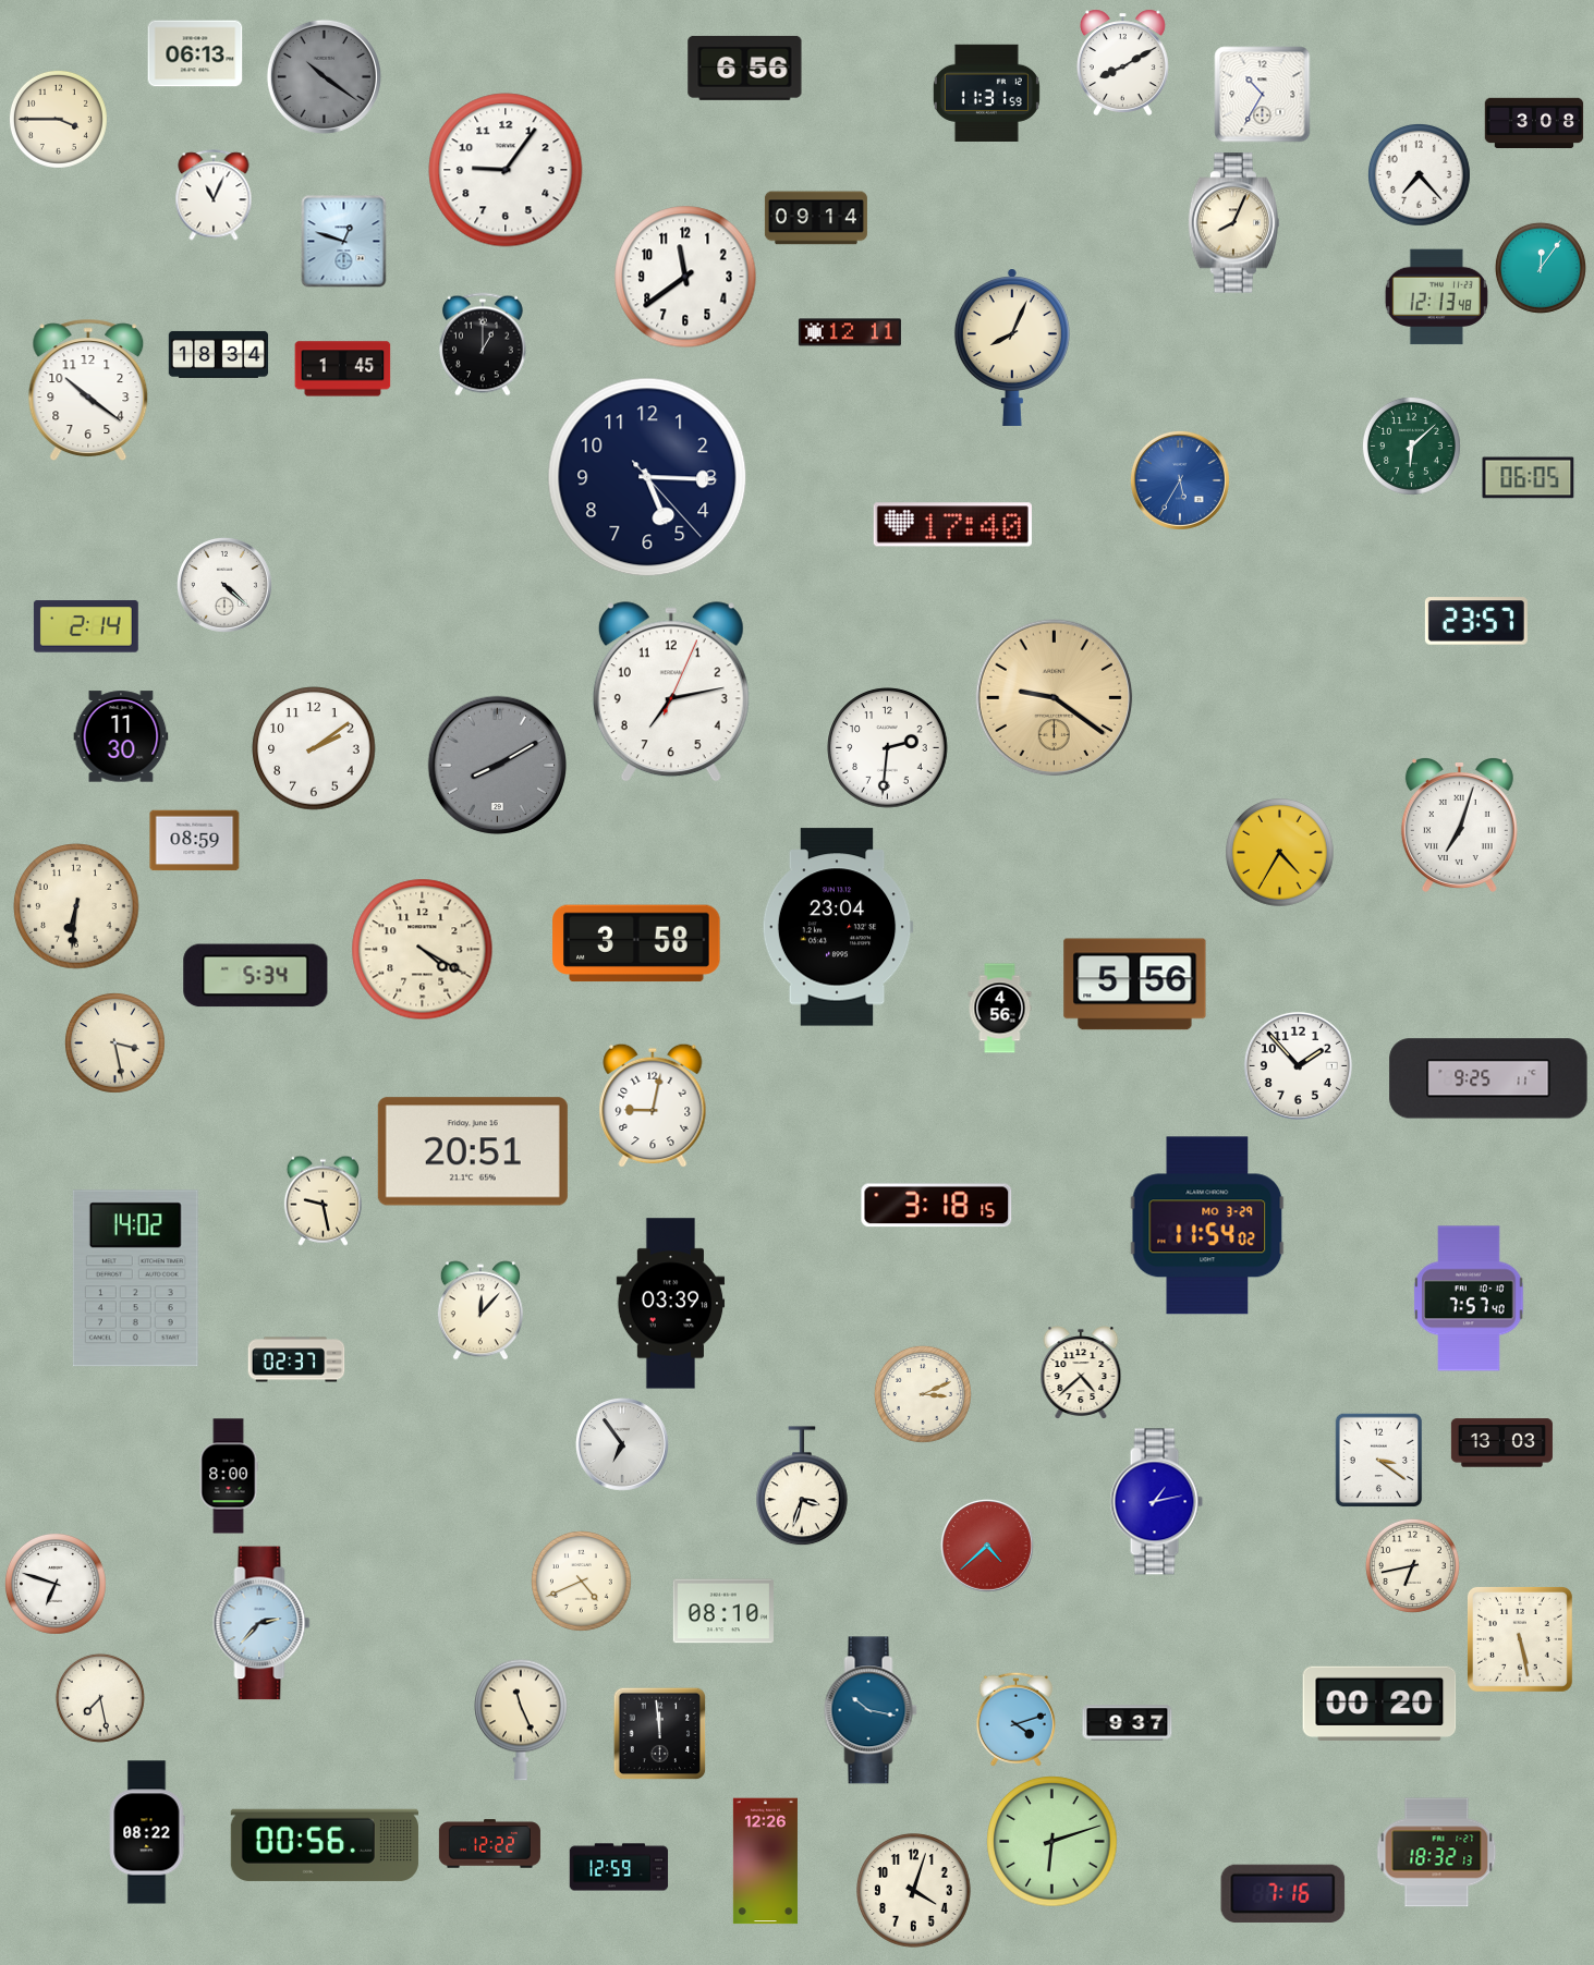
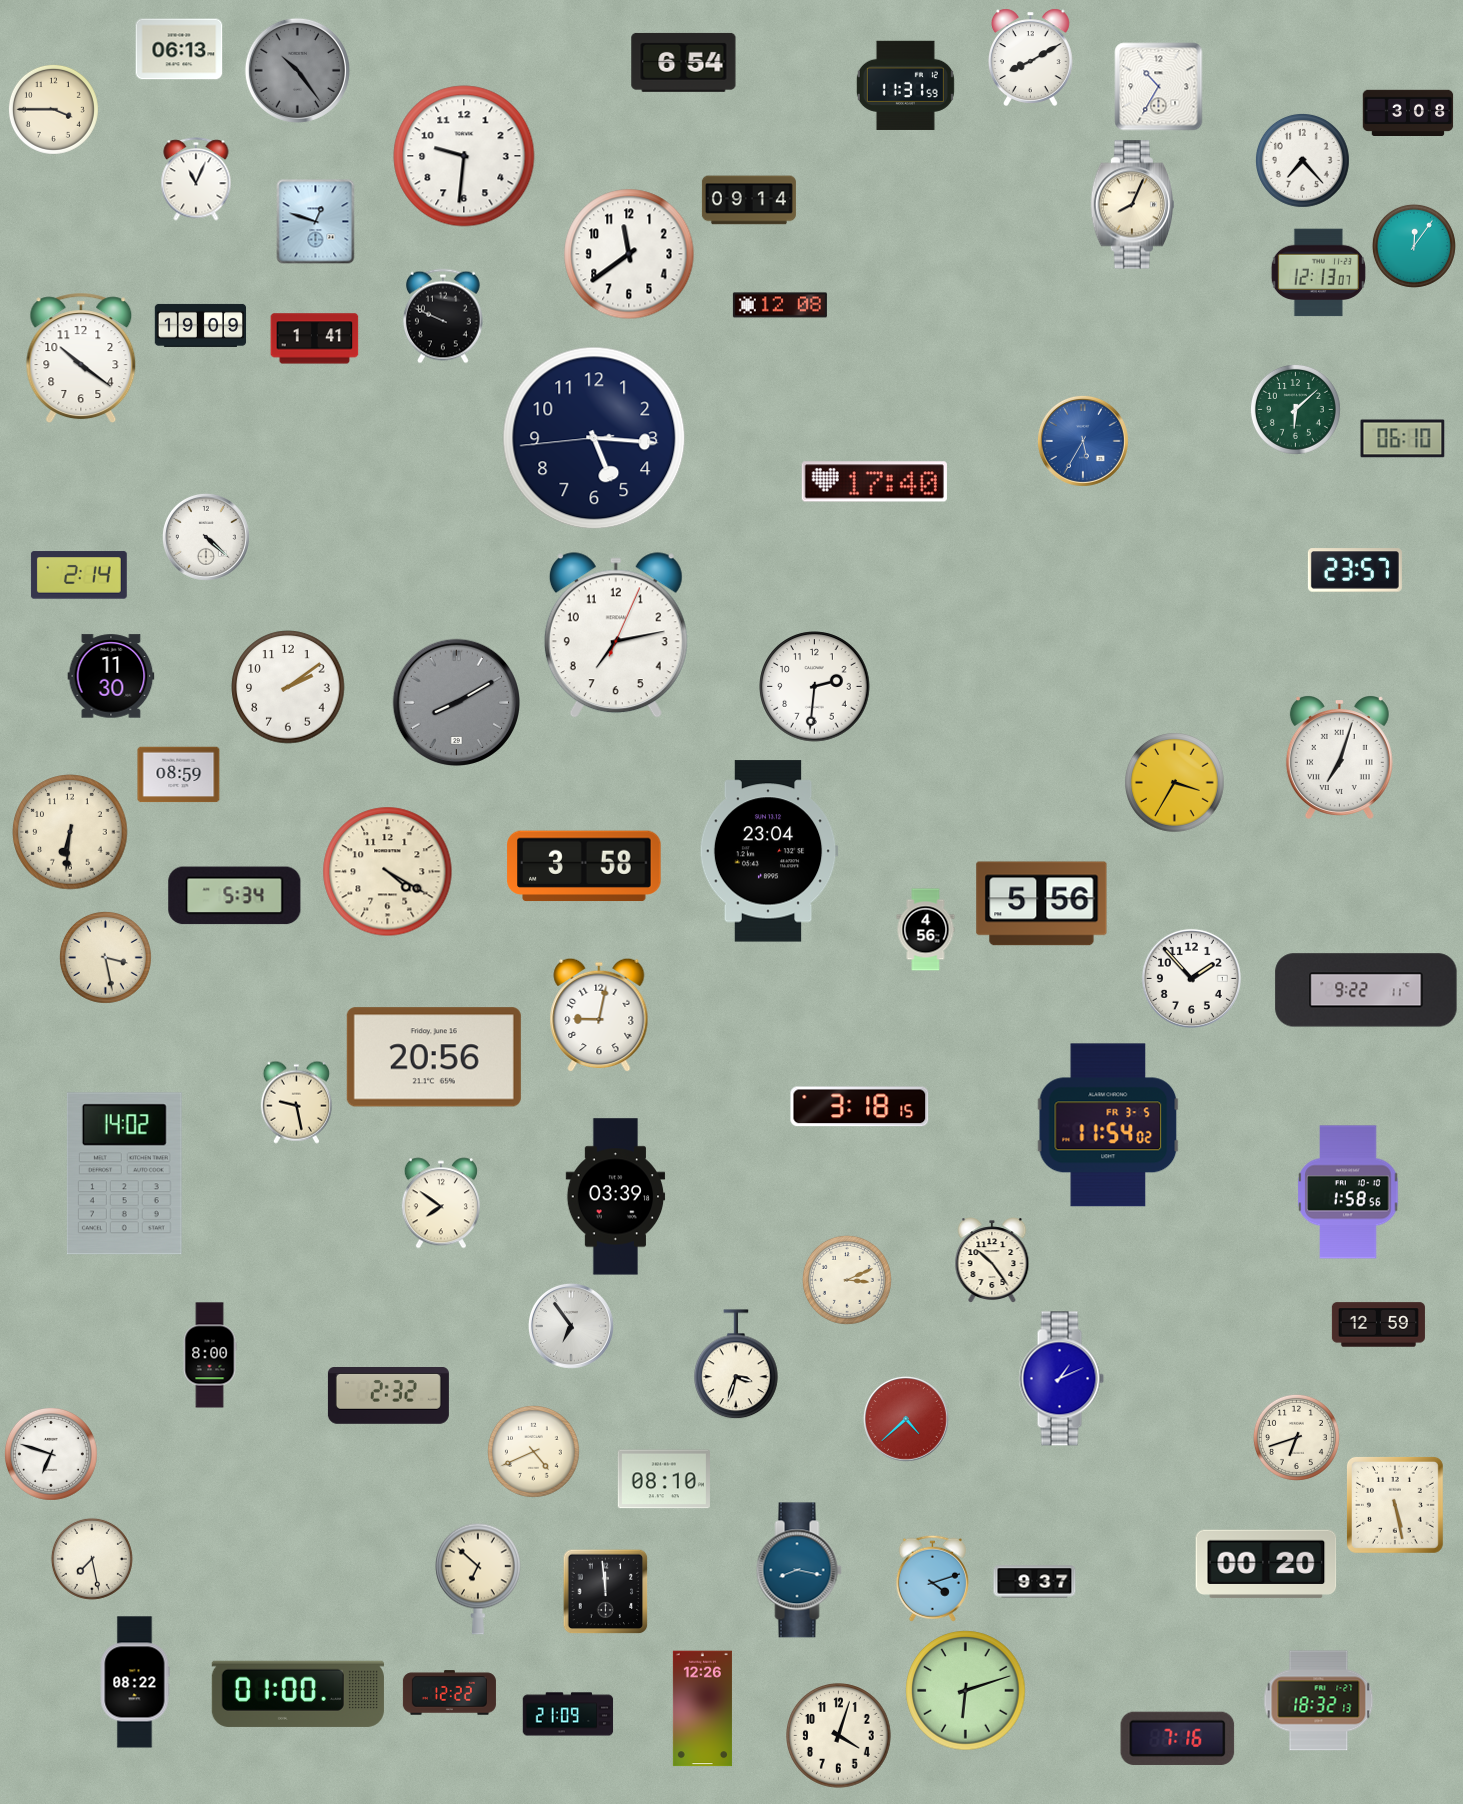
clock at (745, 68): 6:56 -> 6:54
clock at (324, 76): 10:21 -> 10:24
clock at (506, 170): 9:06 -> 9:31
clock at (1436, 297): 12:13:48 -> 12:13:07
clock at (850, 332): 12:11 -> 12:08
clock at (483, 344): 1:00 -> 9:49
clock at (1012, 347): 8:04 -> none
clock at (219, 354): 18:34 -> 19:09
clock at (343, 369): 1:45 -> 1:41
clock at (647, 477): 5:15:23 -> 5:15:44
clock at (1529, 478): 06:05 -> 06:10
clock at (1055, 698): 9:21 -> none
clock at (195, 841) position: (195, 841) -> (179, 775)
clock at (1280, 853): 4:35 -> 3:35
clock at (1000, 1009) position: (1000, 1009) -> (926, 930)
clock at (1488, 1078): 9:25 -> 9:22
clock at (473, 1151): 20:51 -> 20:56
clock at (1207, 1225) date: MO 3-29 -> FR 3-5
clock at (1469, 1298): 7:57 -> 1:58
clock at (480, 1310): 12:07 -> 7:51
clock at (296, 1359): 02:37 -> none
clock at (1081, 1372): 4:38 -> 10:24
clock at (1501, 1443): 13:03 -> 12:59
clock at (1379, 1461): 3:21 -> none
clock at (1156, 1502): 1:13 -> 1:11
clock at (388, 1396): none -> 2:32
clock at (1412, 1565): 6:43 -> 6:42
clock at (261, 1623): 2:37 -> none
clock at (871, 1710): 10:17 -> 8:17
clock at (521, 1720): 11:26 -> 6:52
clock at (325, 1845): 00:56 -> 01:00
clock at (619, 1867): 12:59 -> 21:09
